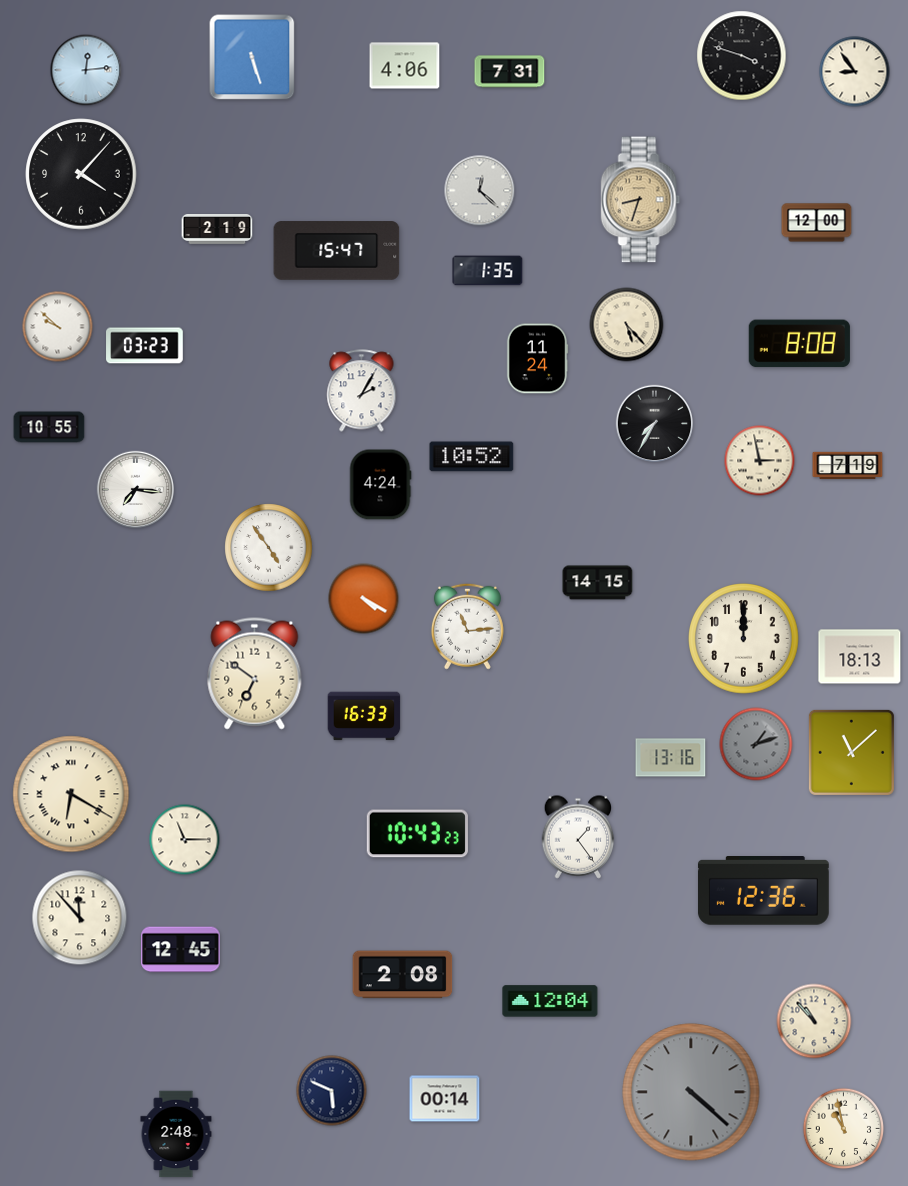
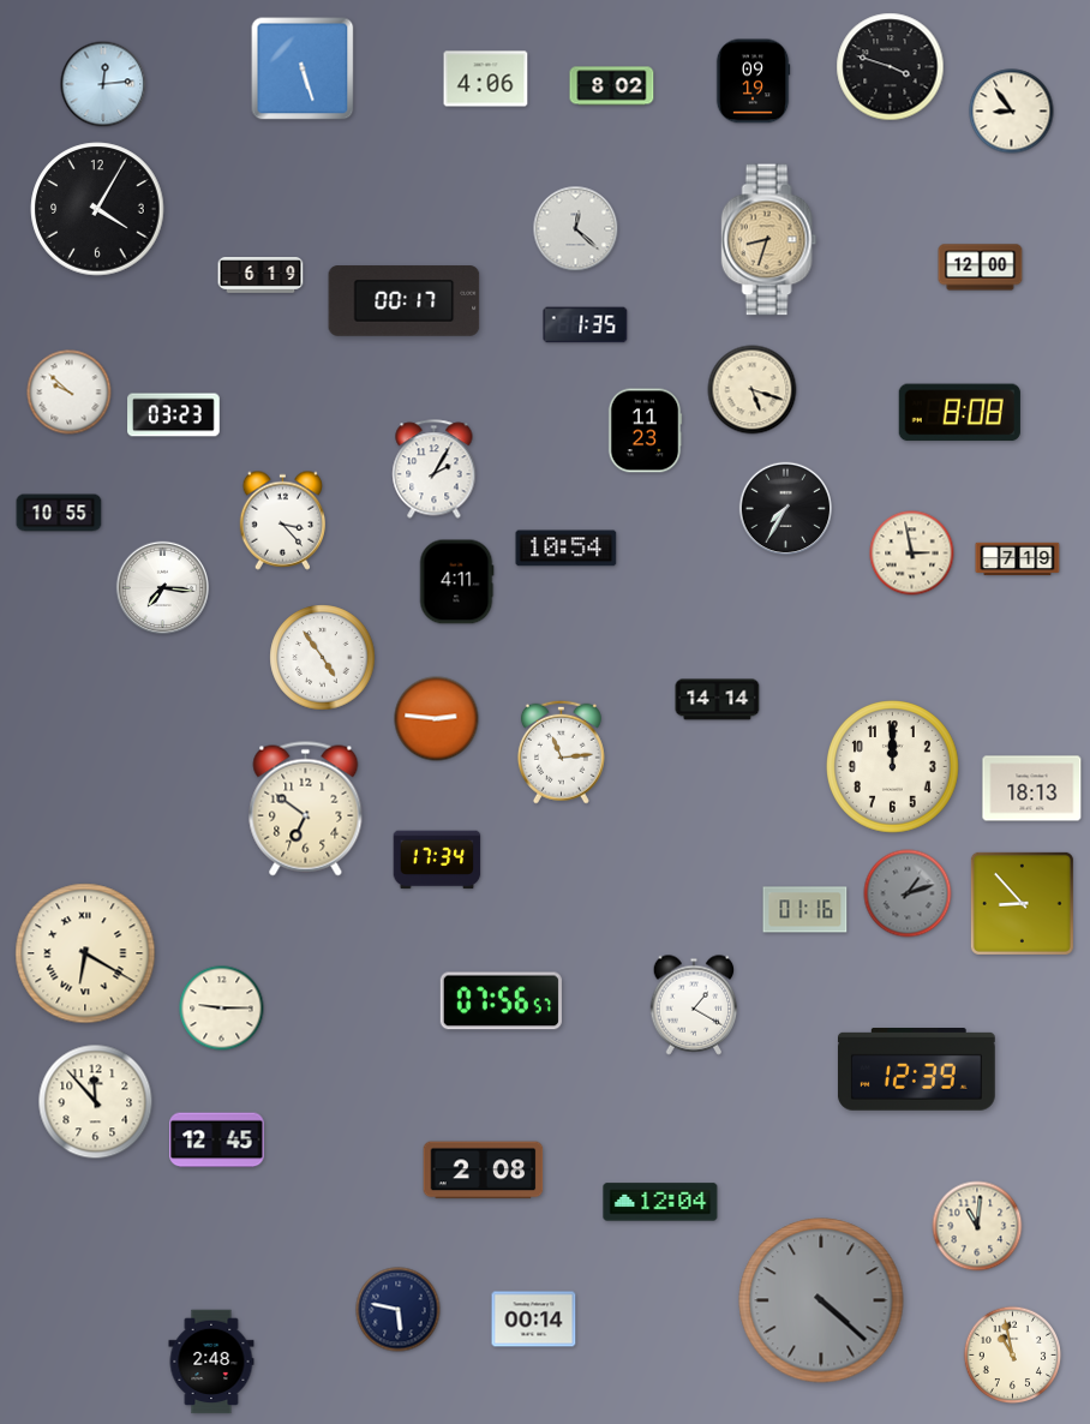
clock at (753, 82): none -> 09:19
clock at (510, 72): 7:31 -> 8:02
clock at (855, 72) position: (855, 72) -> (1012, 112)
clock at (81, 174): 4:07 -> 4:05
clock at (217, 230): 2:19 -> 6:19
clock at (337, 251): 15:47 -> 00:17
clock at (627, 325): 5:23 -> 5:18
clock at (537, 359): 11:24 -> 11:23
clock at (282, 520): none -> 3:23
clock at (472, 457): 10:52 -> 10:54
clock at (380, 485): 4:24 -> 4:11
clock at (598, 583): 14:15 -> 14:14
clock at (364, 599): 4:20 -> 2:46
clock at (364, 716): 16:33 -> 17:34
clock at (851, 752): 11:08 -> 8:53
clock at (671, 758): 13:16 -> 01:16
clock at (417, 834): 10:43 -> 07:56
clock at (578, 837): 1:24 -> 1:20
clock at (185, 840): 11:15 -> 9:15
clock at (763, 891): 12:36 -> 12:39
clock at (814, 1021): 10:53 -> 11:01
clock at (332, 1091): 5:49 -> 5:47
clock at (691, 1092) position: (691, 1092) -> (821, 1300)
